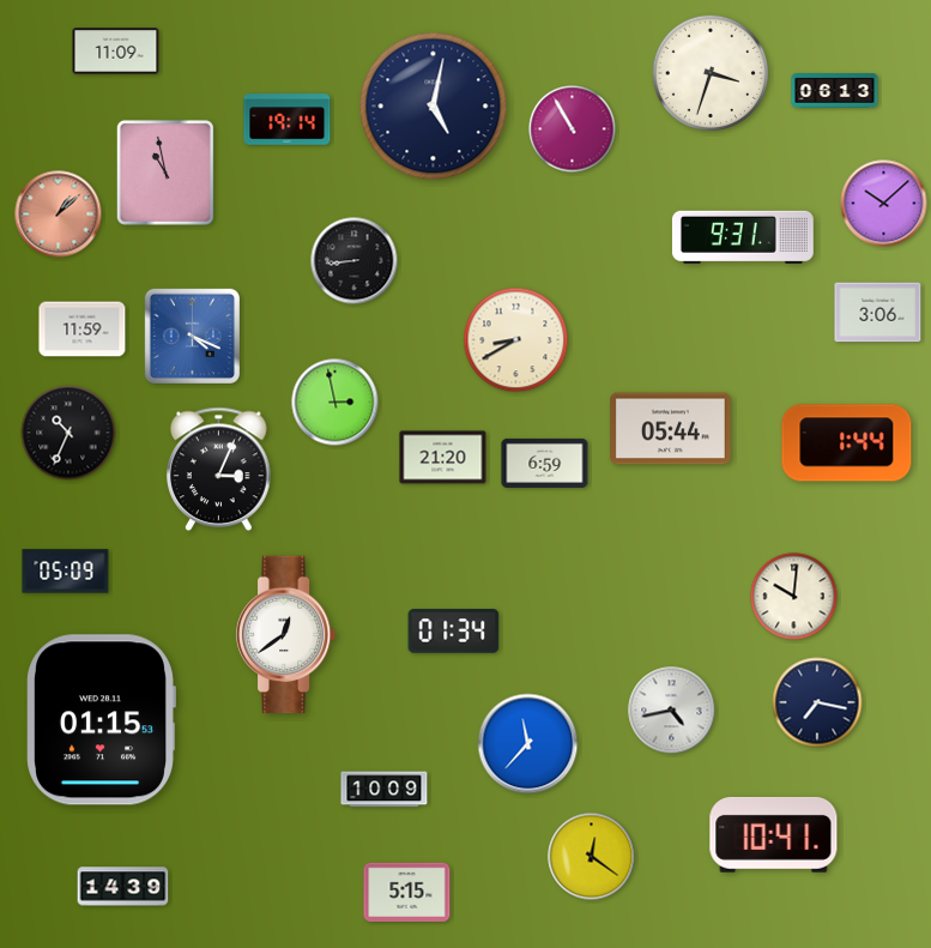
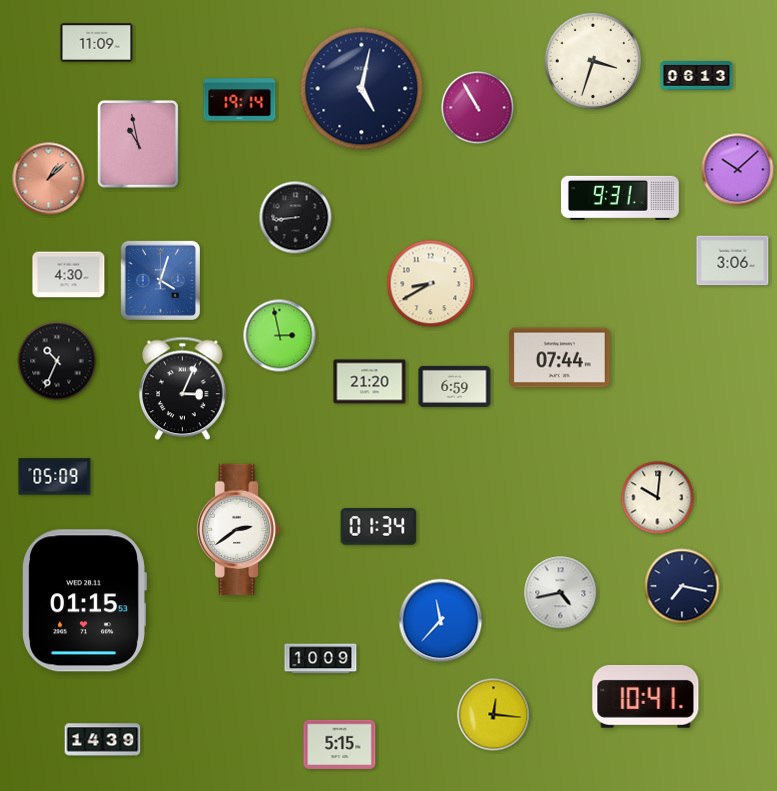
clock at (83, 330): 11:59 -> 4:30
clock at (192, 336): 4:19 -> 4:03
clock at (671, 429): 05:44 -> 07:44
clock at (847, 443): 1:44 -> none
clock at (219, 470) position: (219, 470) -> (183, 389)
clock at (794, 597) position: (794, 597) -> (658, 498)
clock at (286, 635): 12:39 -> 2:39
clock at (592, 857): 12:21 -> 12:16
